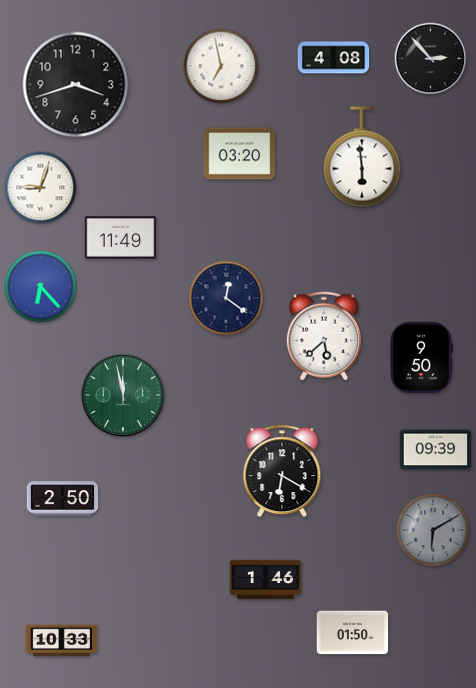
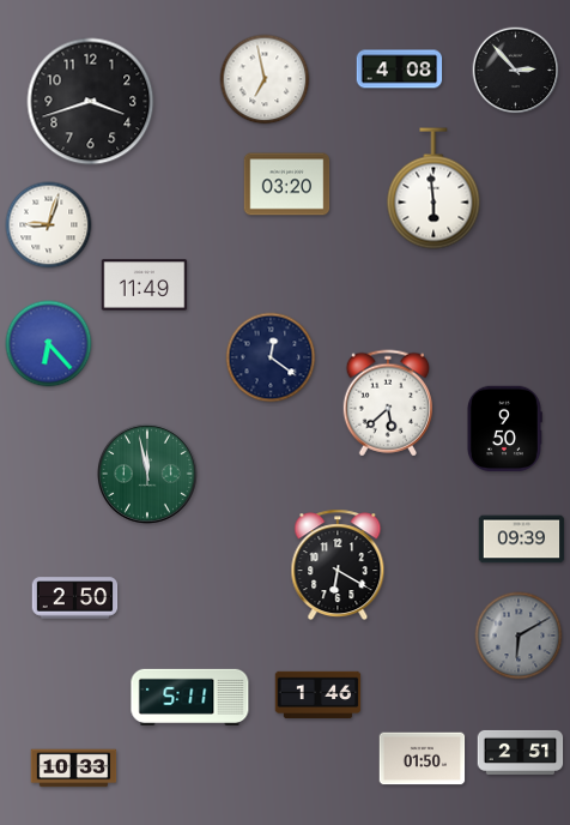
clock at (190, 697): none -> 5:11
clock at (521, 752): none -> 2:51
